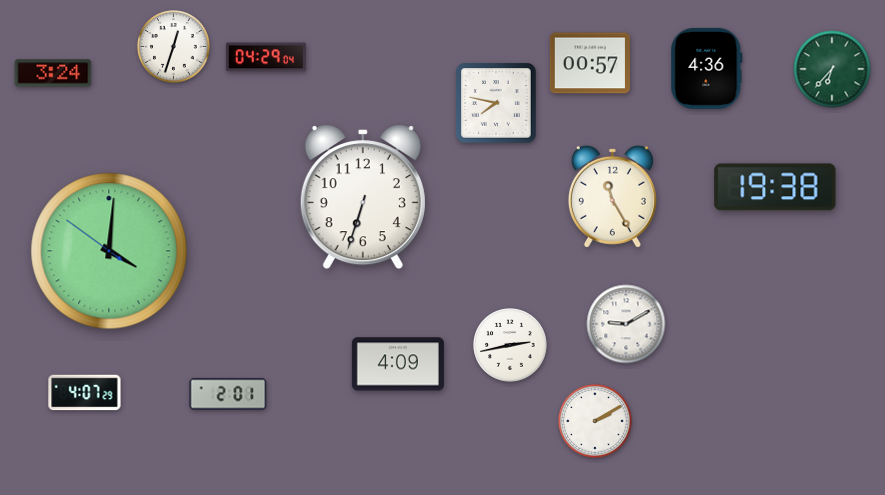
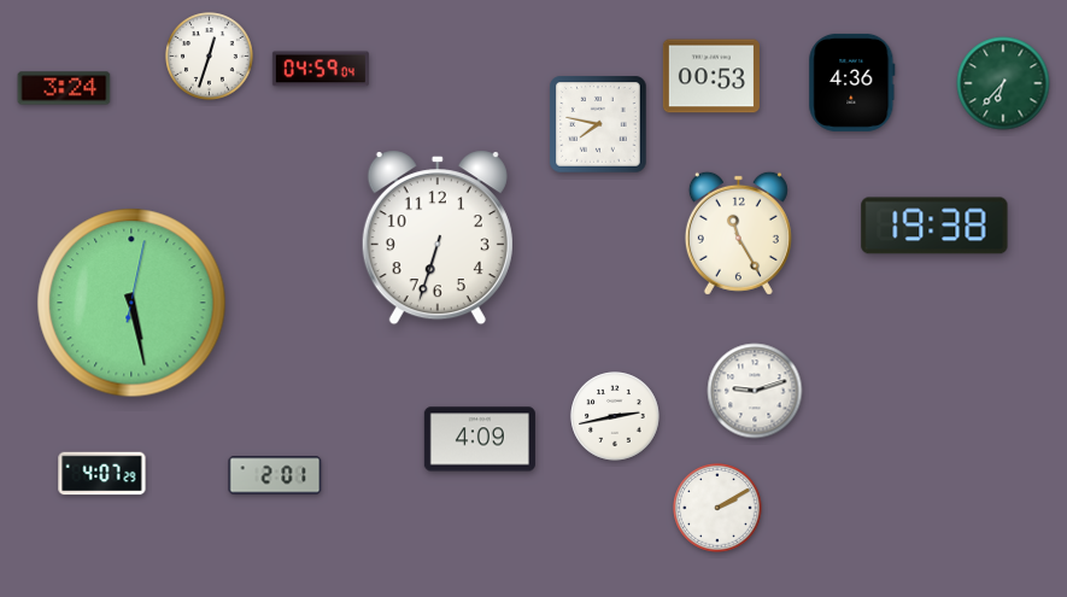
clock at (266, 57): 04:29 -> 04:59
clock at (590, 63): 00:57 -> 00:53
clock at (612, 196) position: (612, 196) -> (738, 233)
clock at (109, 251): 4:00 -> 5:28
clock at (626, 324): 9:10 -> 9:12
